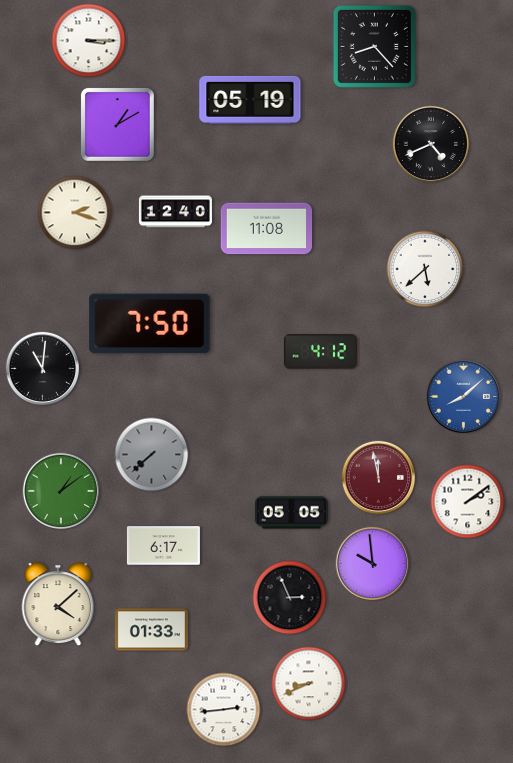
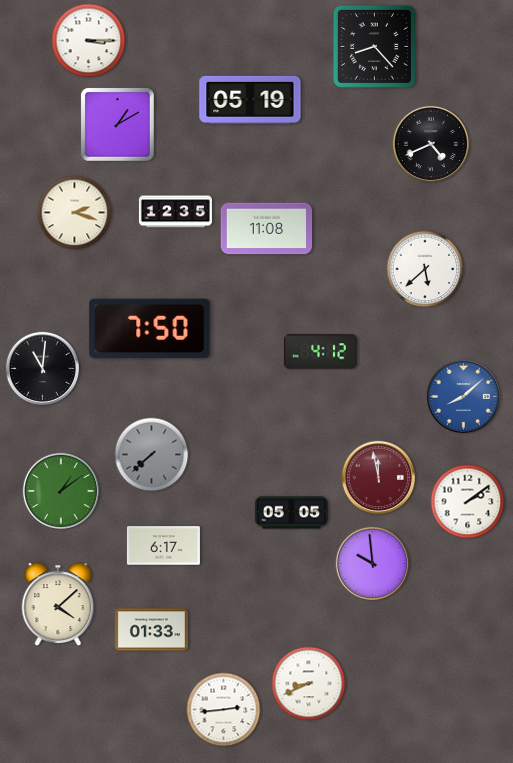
clock at (175, 212): 12:40 -> 12:35
clock at (150, 324) position: (150, 324) -> (150, 329)
clock at (290, 598): 2:56 -> none
